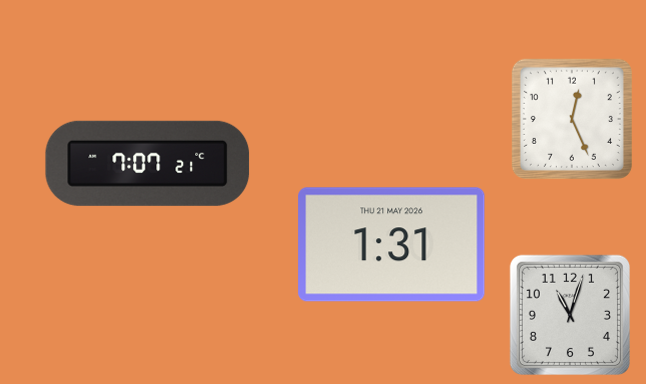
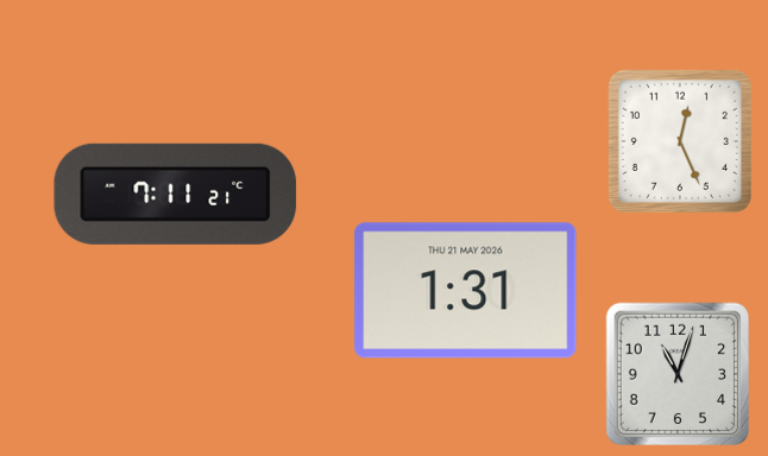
clock at (148, 163): 7:07 -> 7:11
